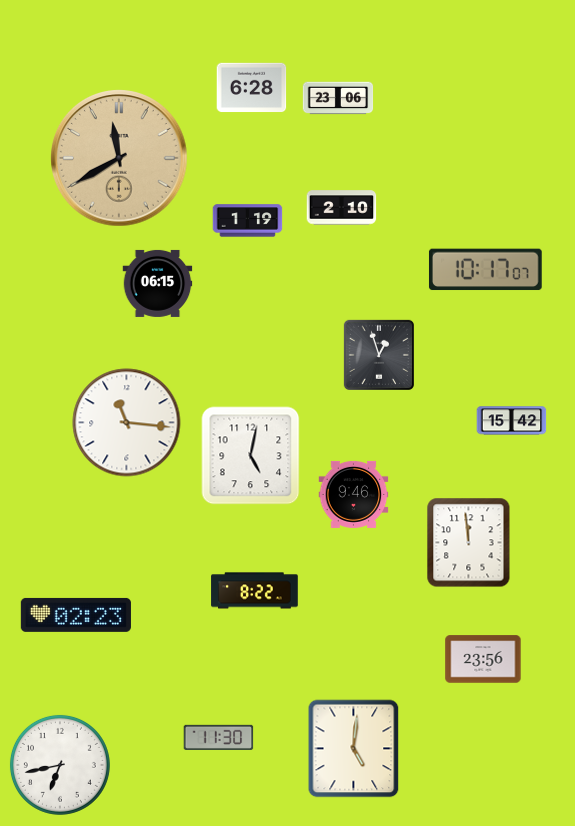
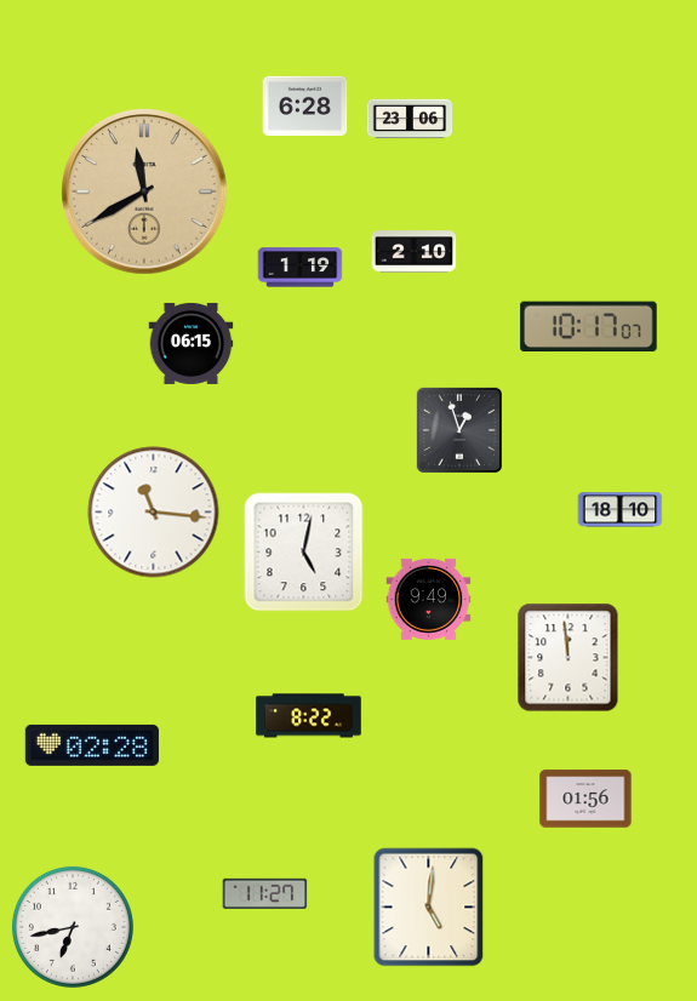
clock at (512, 421): 15:42 -> 18:10
clock at (354, 494): 9:46 -> 9:49
clock at (76, 615): 02:23 -> 02:28
clock at (483, 659): 23:56 -> 01:56
clock at (219, 737): 11:30 -> 11:27
